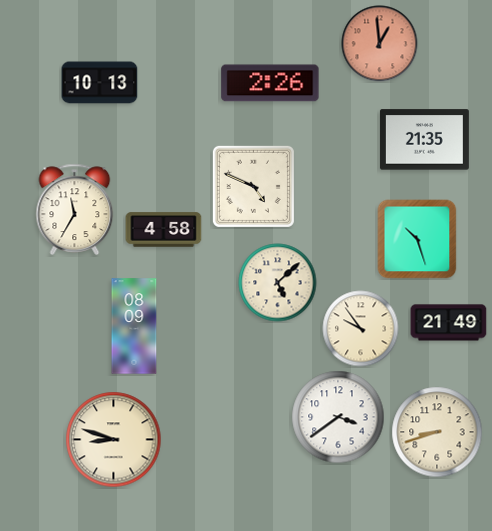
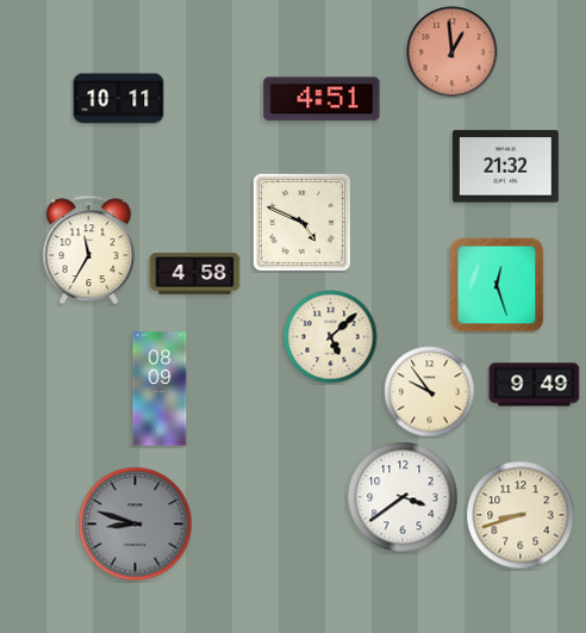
clock at (100, 83): 10:13 -> 10:11
clock at (270, 83): 2:26 -> 4:51
clock at (424, 140): 21:35 -> 21:32
clock at (417, 239): 10:27 -> 12:27
clock at (449, 323): 21:49 -> 9:49
clock at (114, 440) dial: cream -> grey
